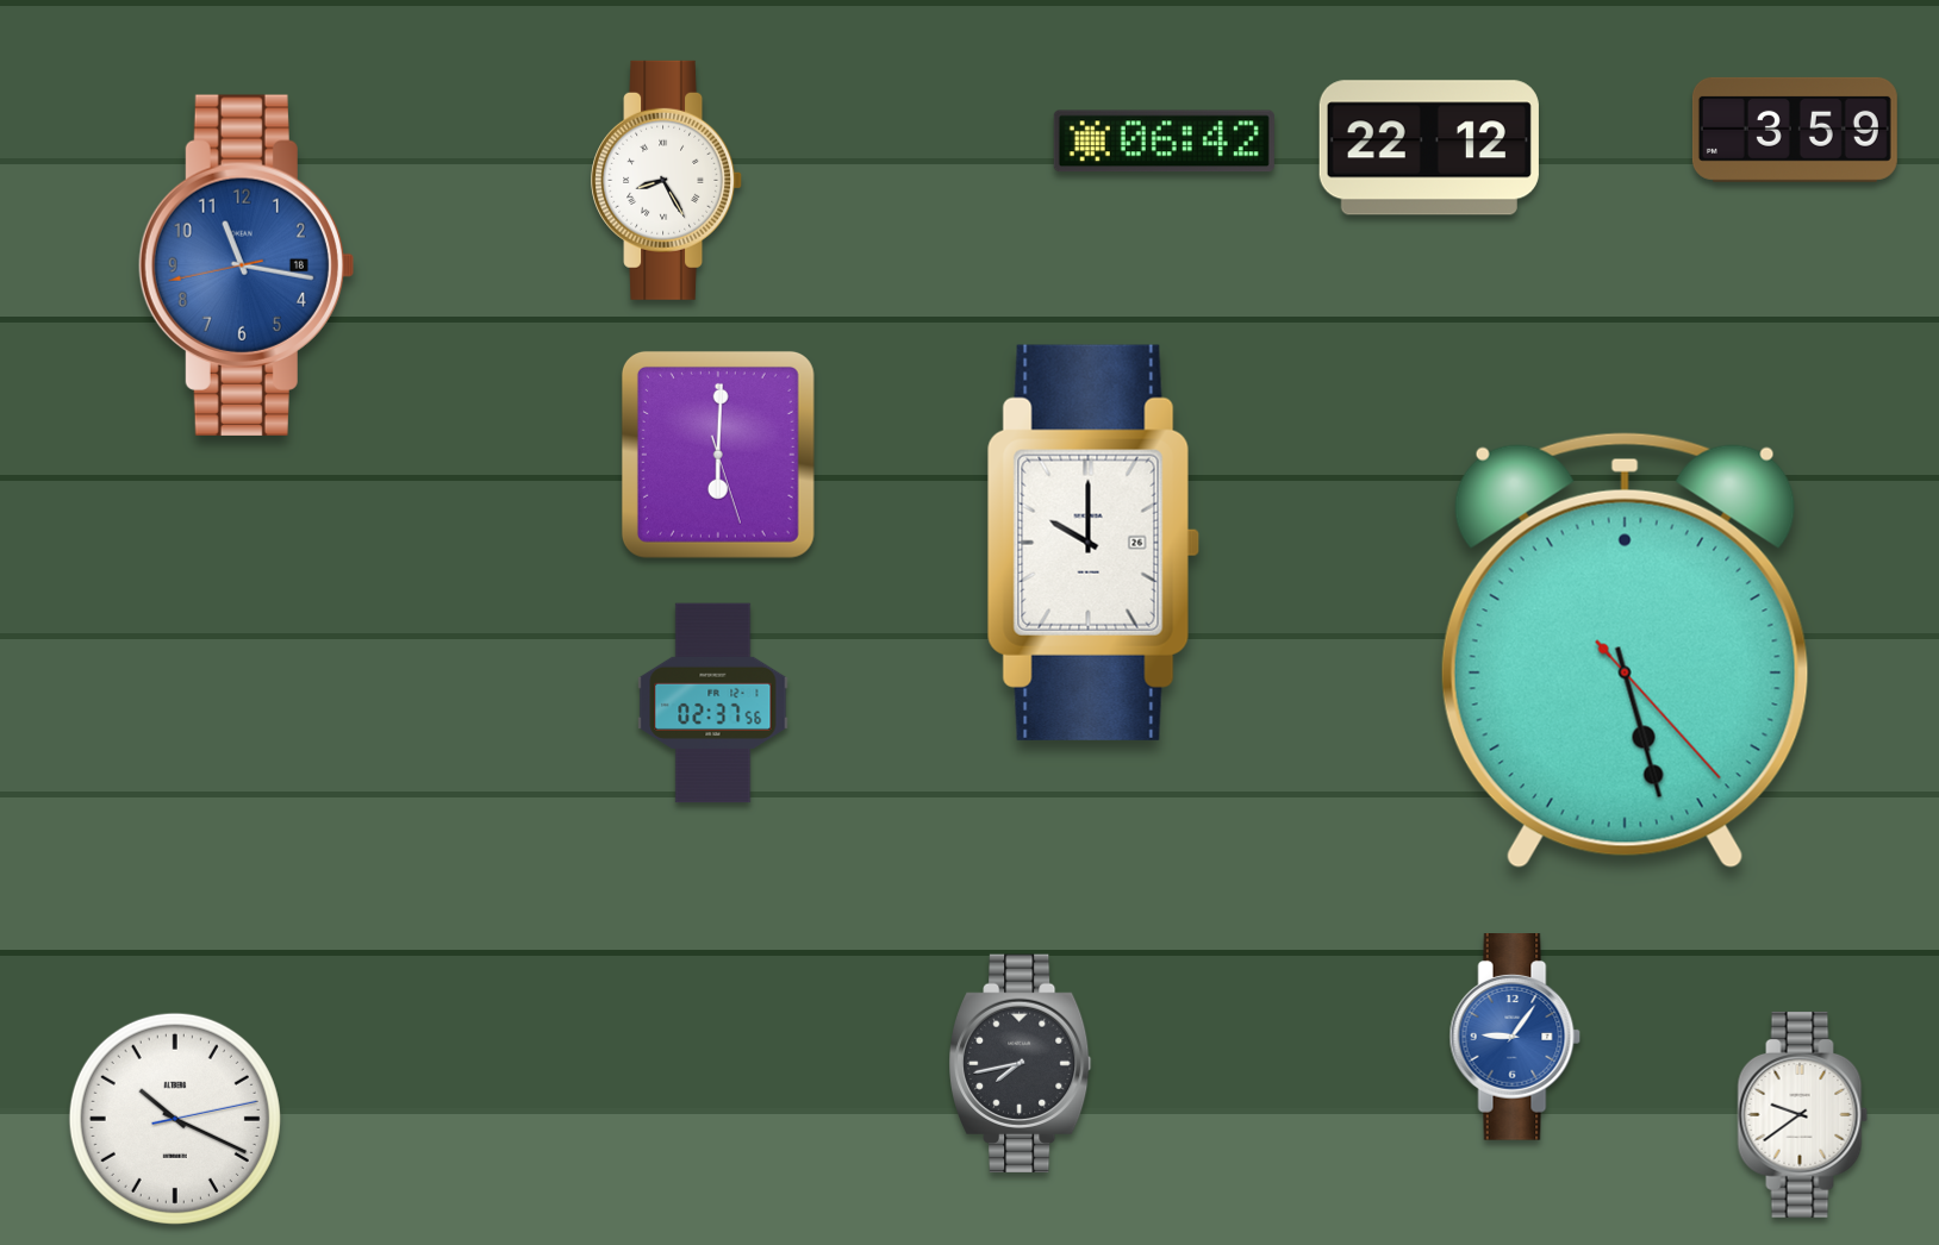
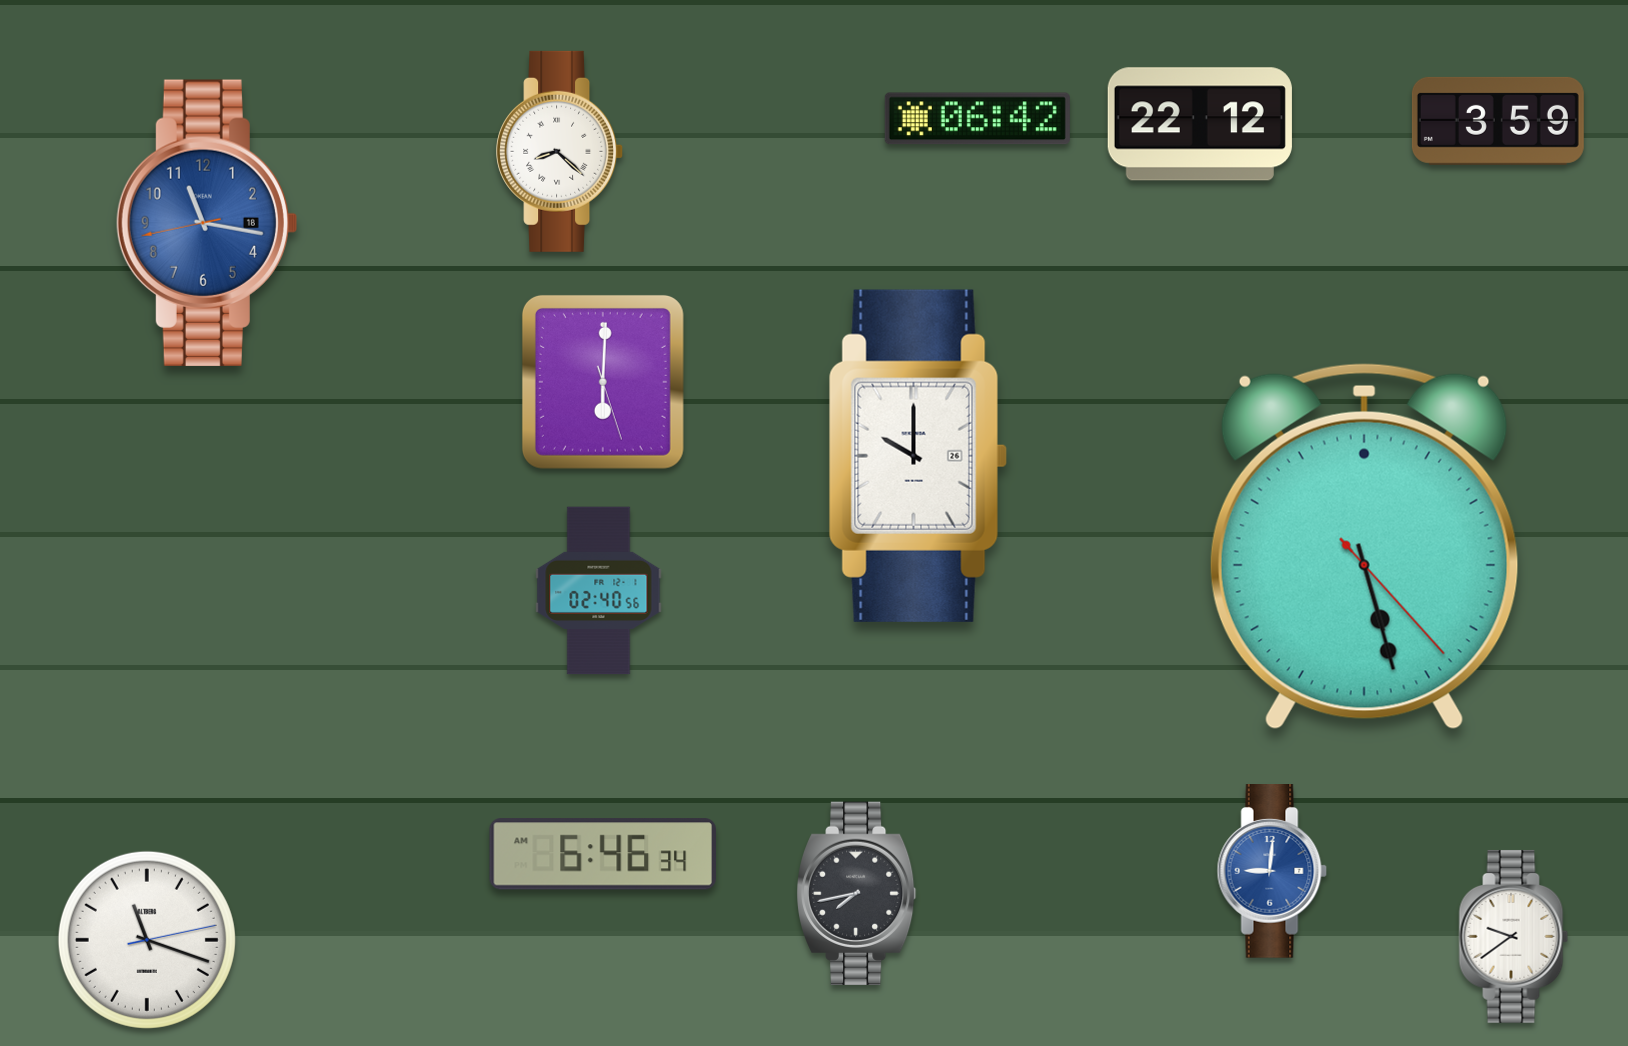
clock at (1795, 130) position: (1795, 130) -> (1498, 121)
clock at (667, 180): 8:25 -> 8:22
clock at (713, 703): 02:37 -> 02:40
clock at (603, 854): none -> 6:46
clock at (1515, 1037): 9:06 -> 9:01
clock at (175, 1119): 10:19 -> 11:18
